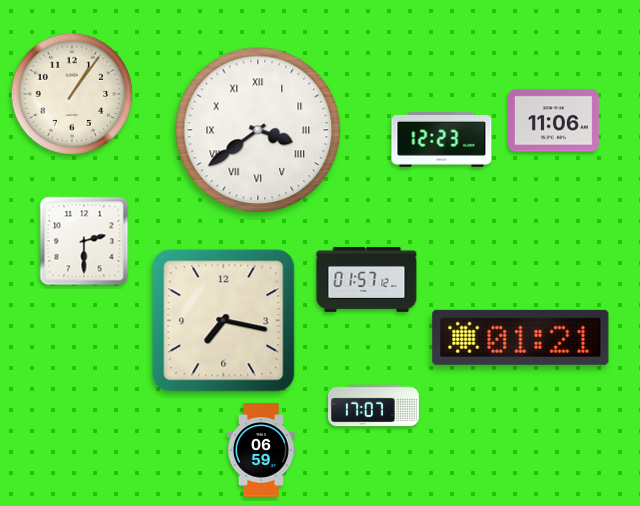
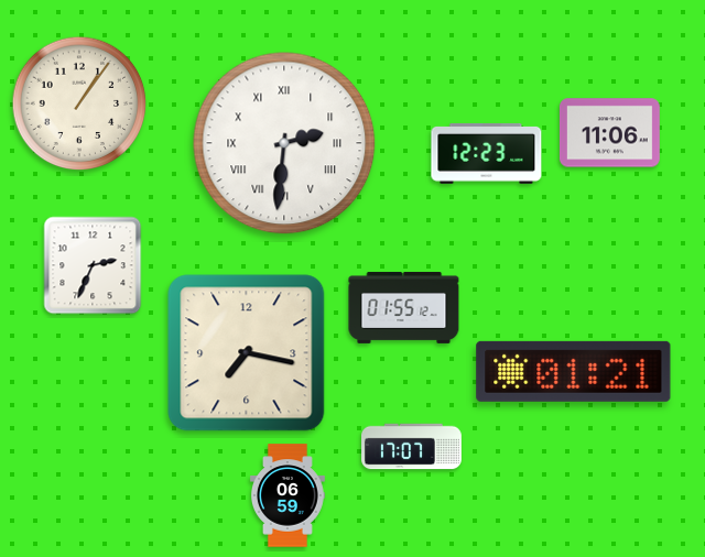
clock at (258, 130): 3:39 -> 2:31
clock at (84, 241): 2:30 -> 2:34
clock at (367, 279): 01:57 -> 01:55
